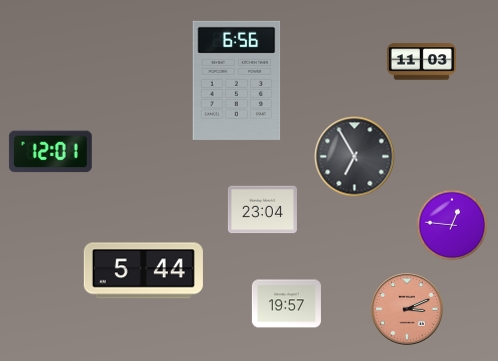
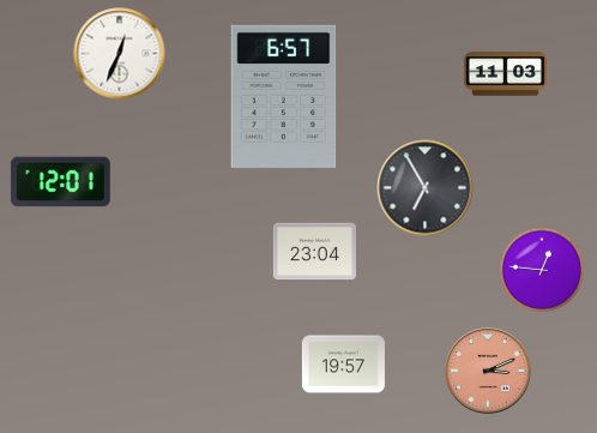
clock at (120, 54): none -> 12:34
clock at (237, 80): 6:56 -> 6:57
clock at (143, 271): 5:44 -> none
